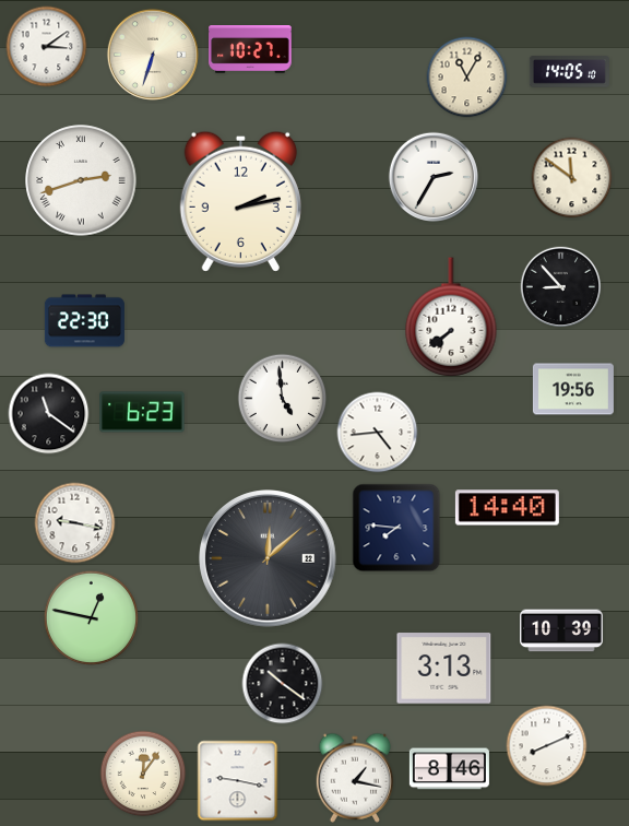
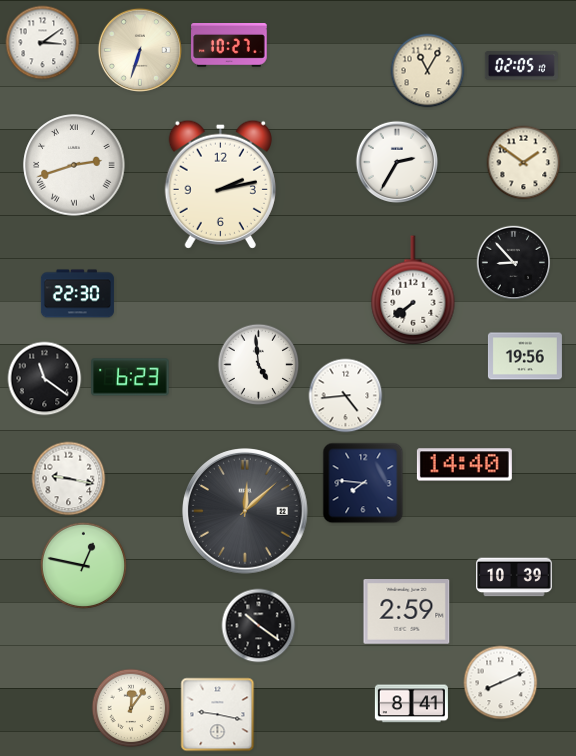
clock at (569, 72): 14:05 -> 02:05
clock at (572, 178): 11:51 -> 1:51
clock at (444, 669): 3:13 -> 2:59
clock at (449, 769): 8:46 -> 8:41
clock at (355, 778): 1:17 -> none
